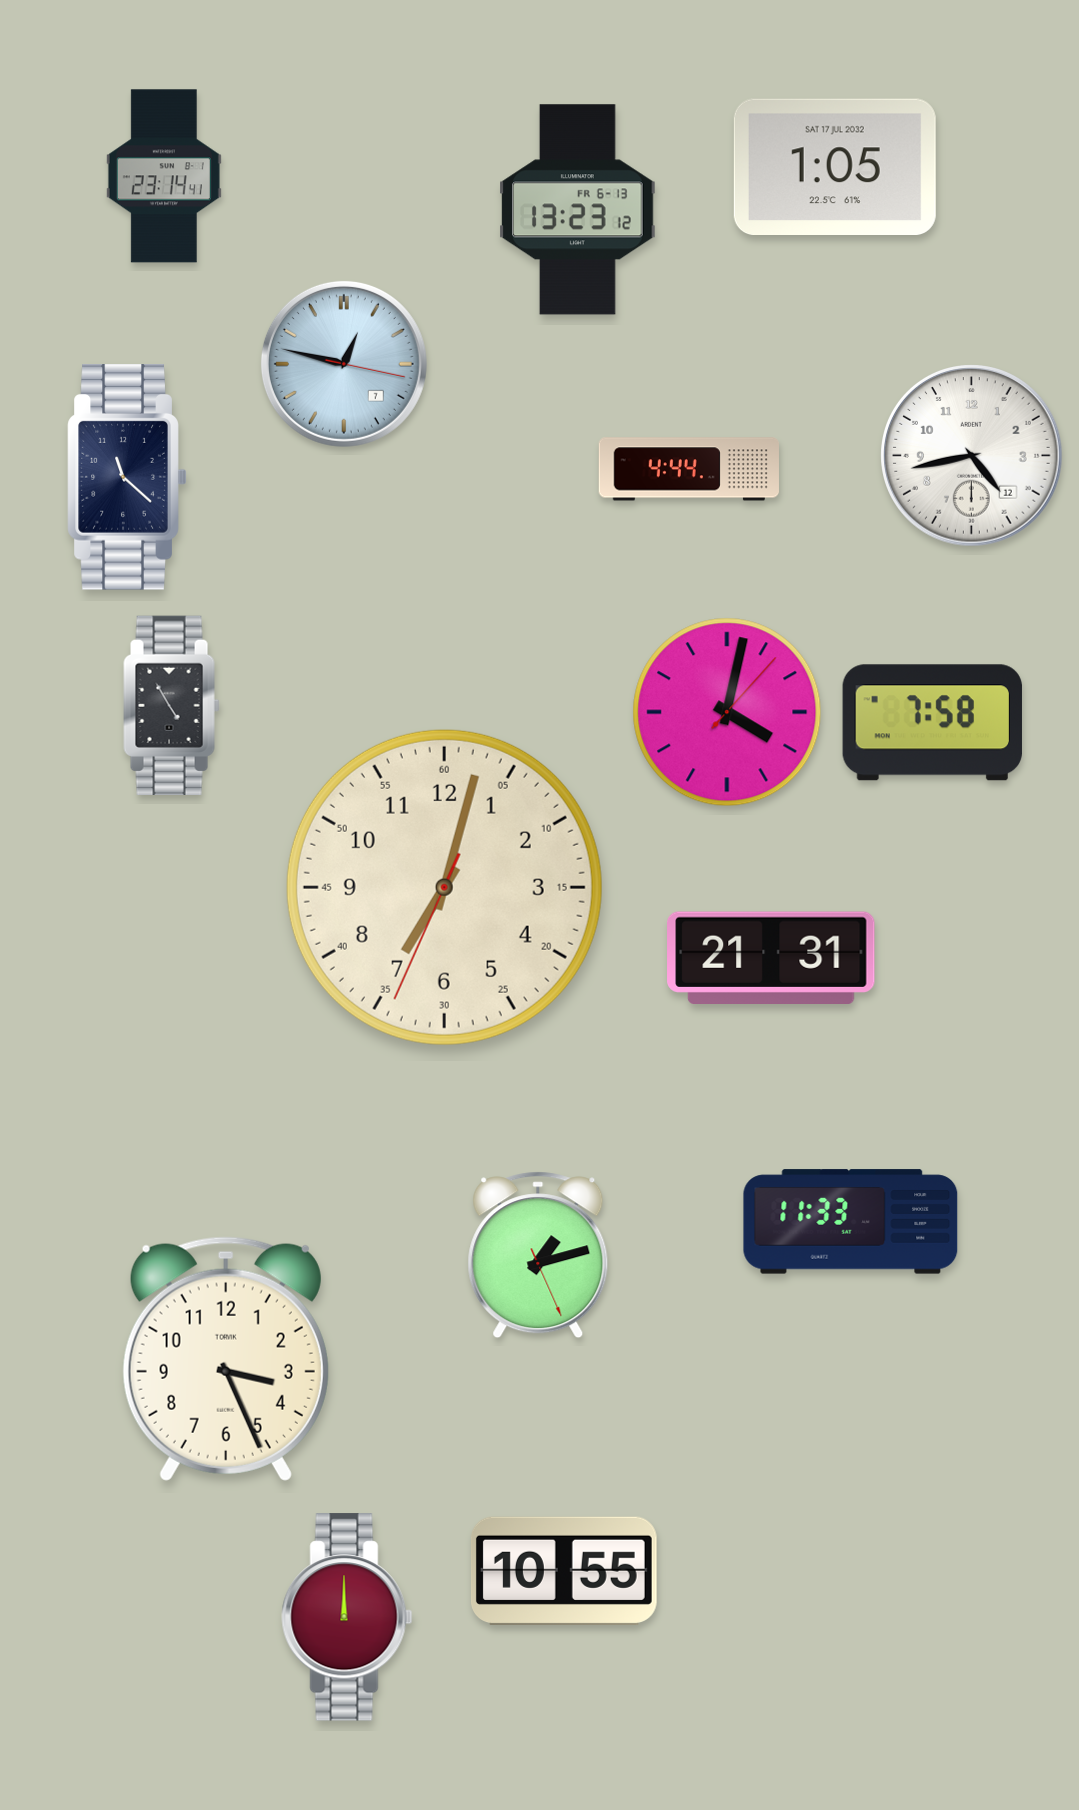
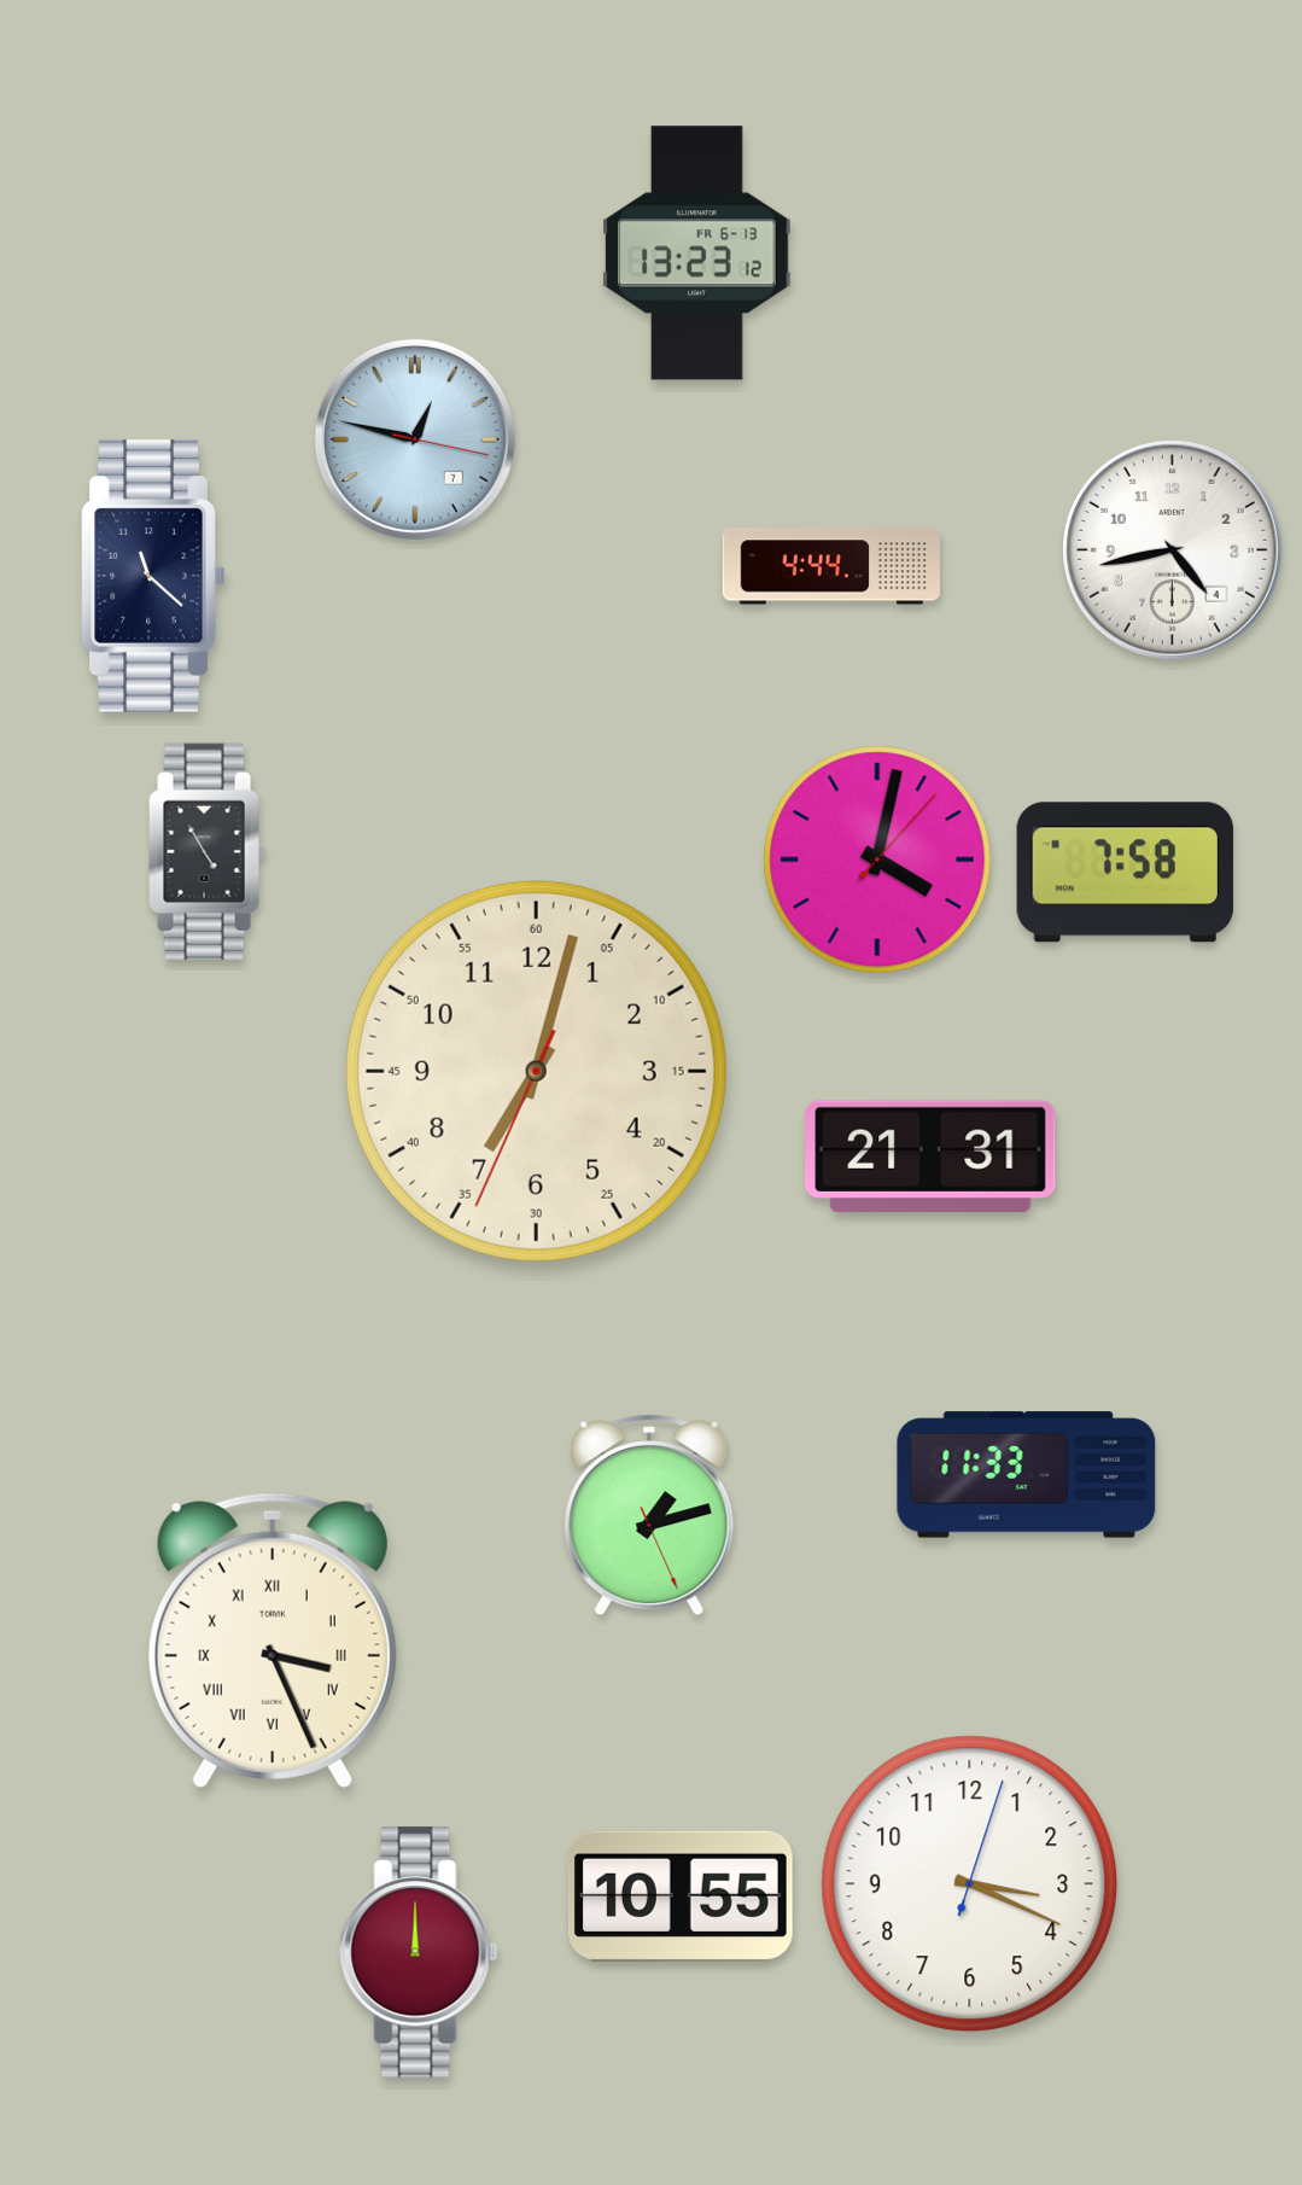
clock at (835, 166): 1:05 -> none
clock at (164, 176): 23:14 -> none
clock at (972, 456) date: 12 -> 4
clock at (226, 1359) numerals: Arabic -> Roman
clock at (970, 1884): none -> 3:19
